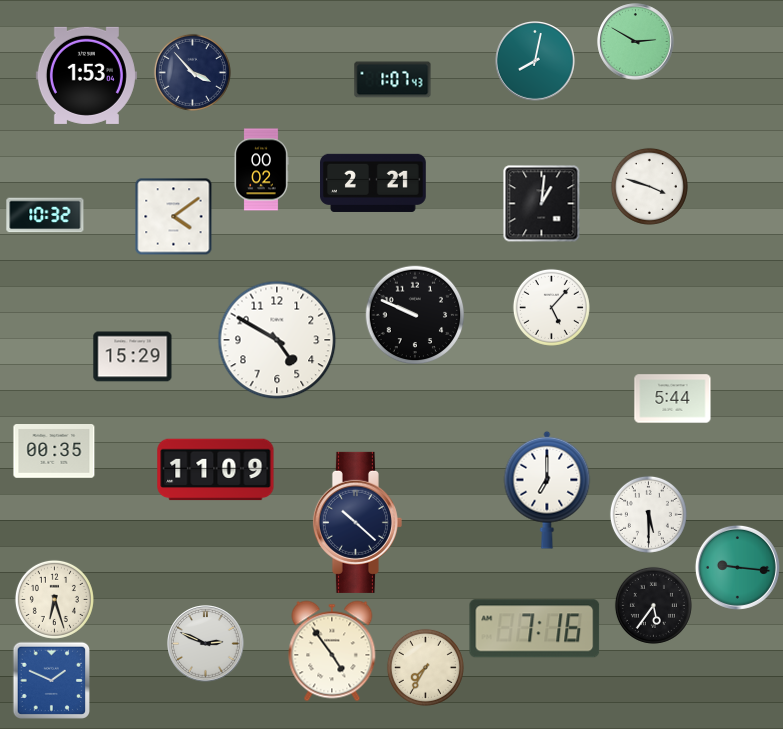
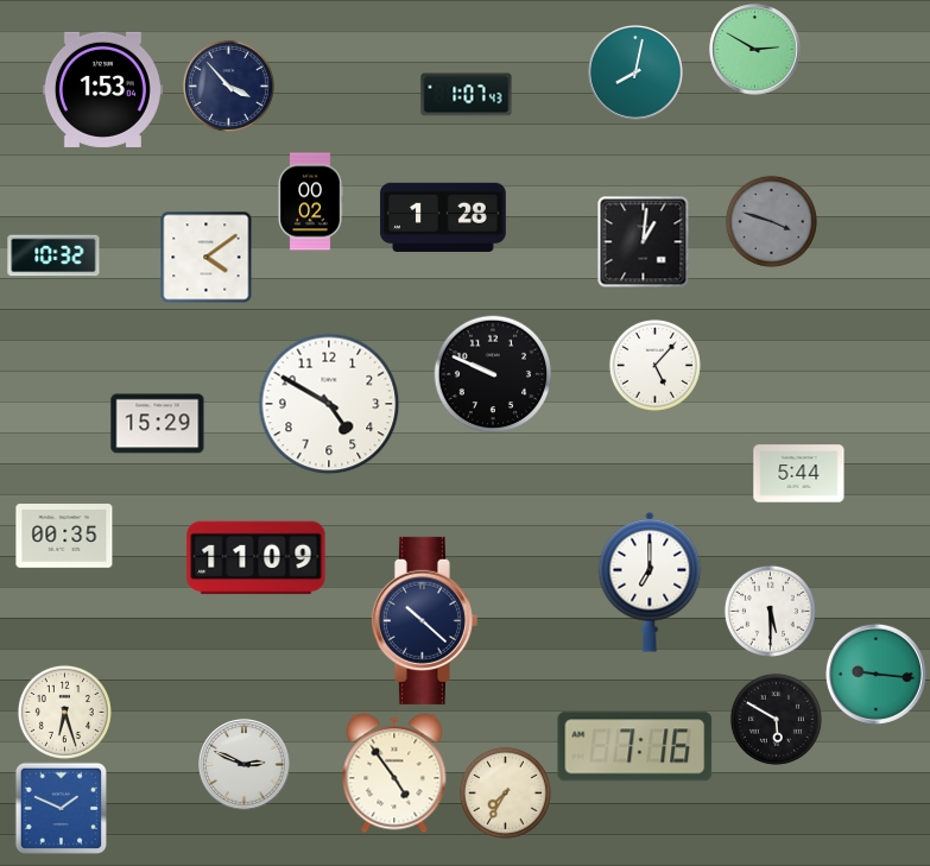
clock at (374, 182): 2:21 -> 1:28
clock at (649, 186) dial: white -> grey
clock at (653, 605): 5:36 -> 5:50
